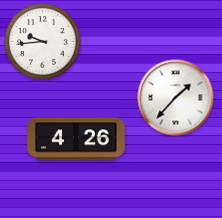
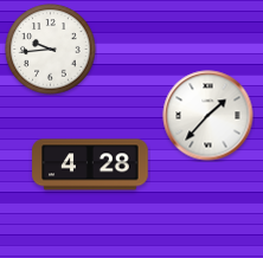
clock at (76, 139): 4:26 -> 4:28
